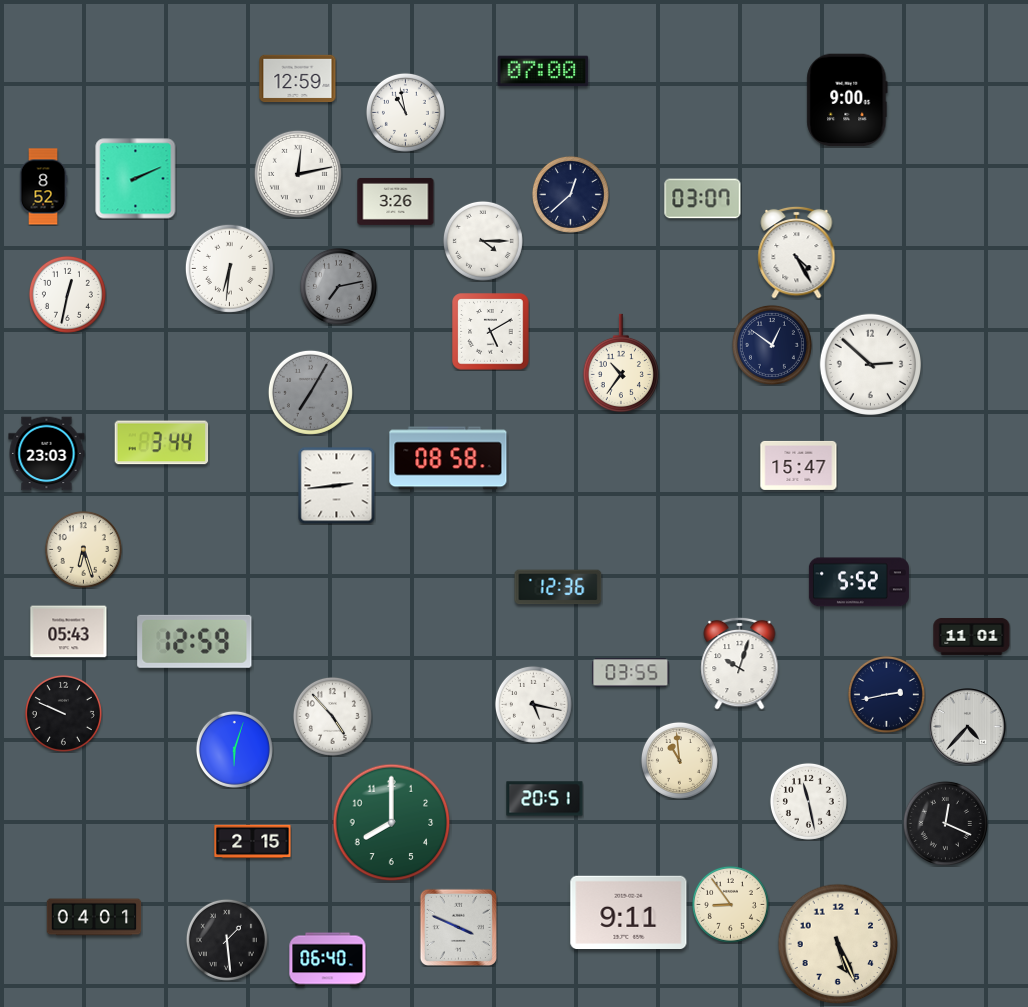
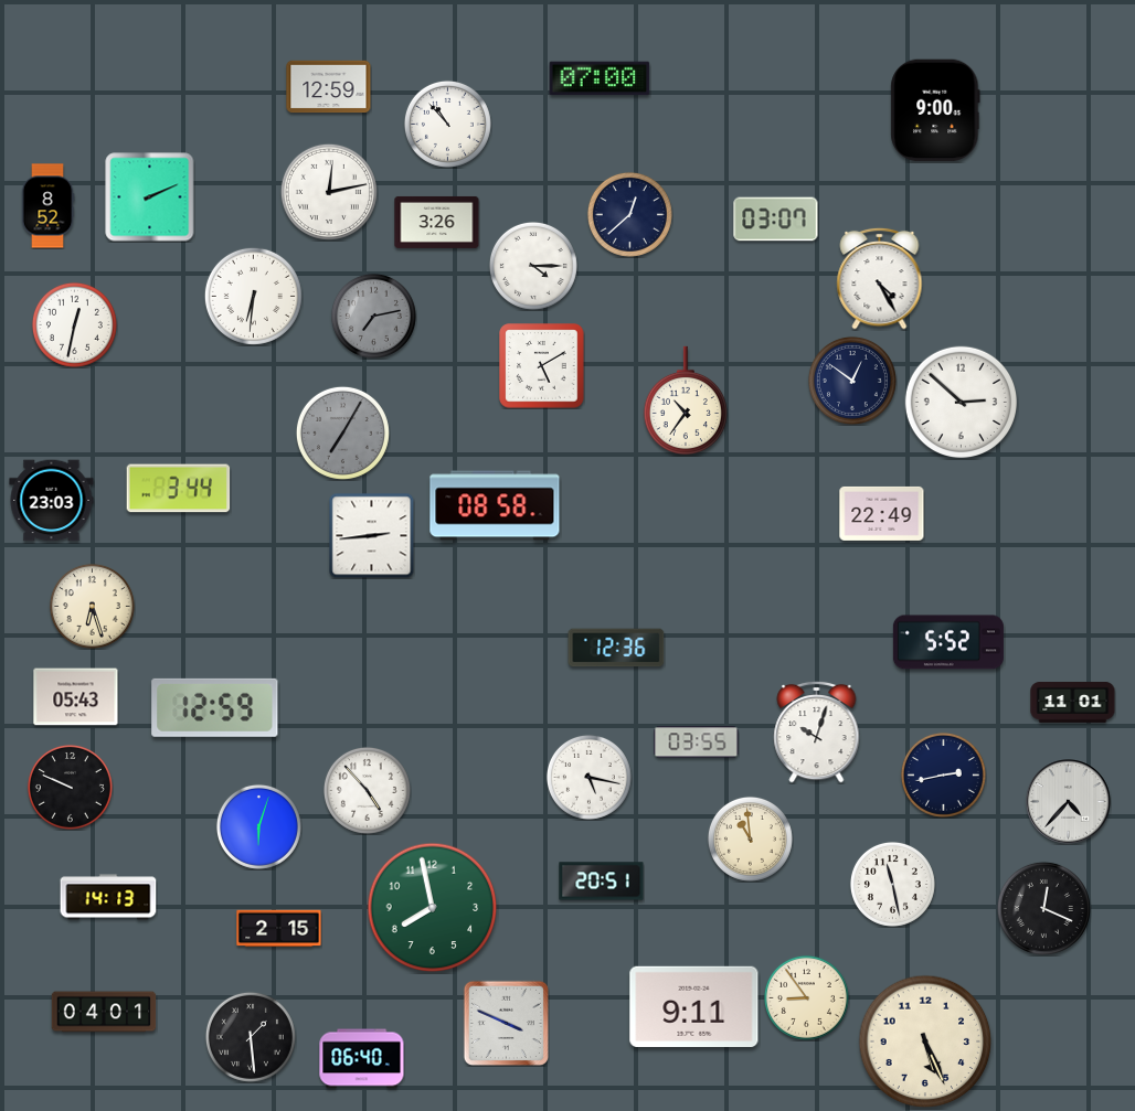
clock at (405, 112): 10:58 -> 10:53
clock at (799, 465): 15:47 -> 22:49
clock at (886, 694) position: (886, 694) -> (943, 775)
clock at (108, 897): none -> 14:13
clock at (392, 823): 8:00 -> 7:58
